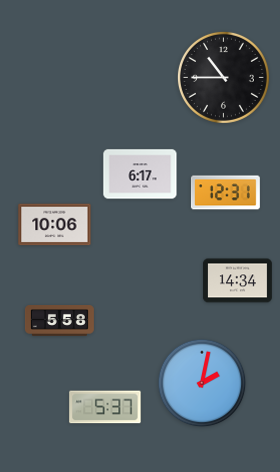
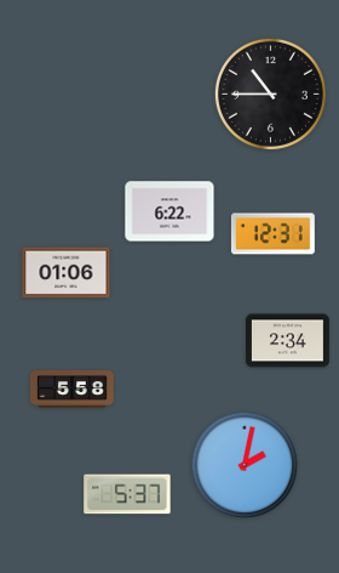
clock at (140, 174): 6:17 -> 6:22
clock at (55, 225): 10:06 -> 01:06
clock at (237, 281): 14:34 -> 2:34
